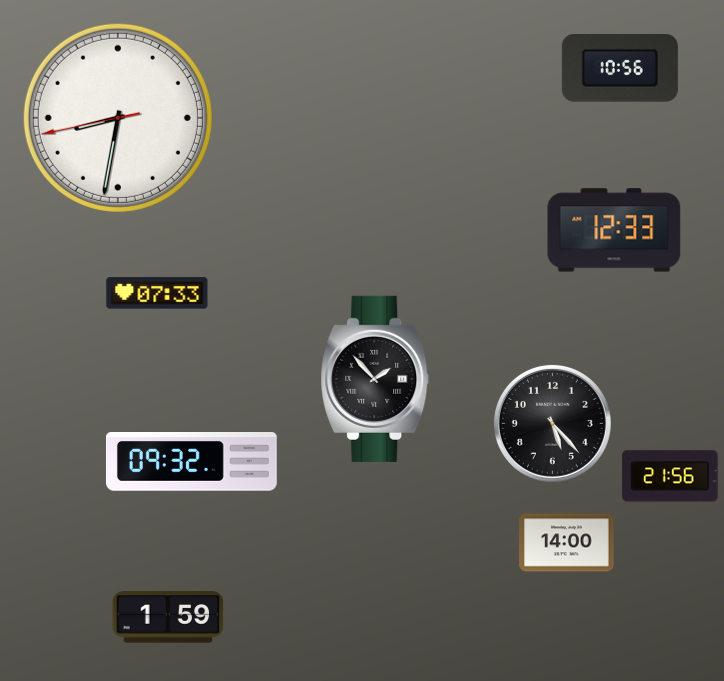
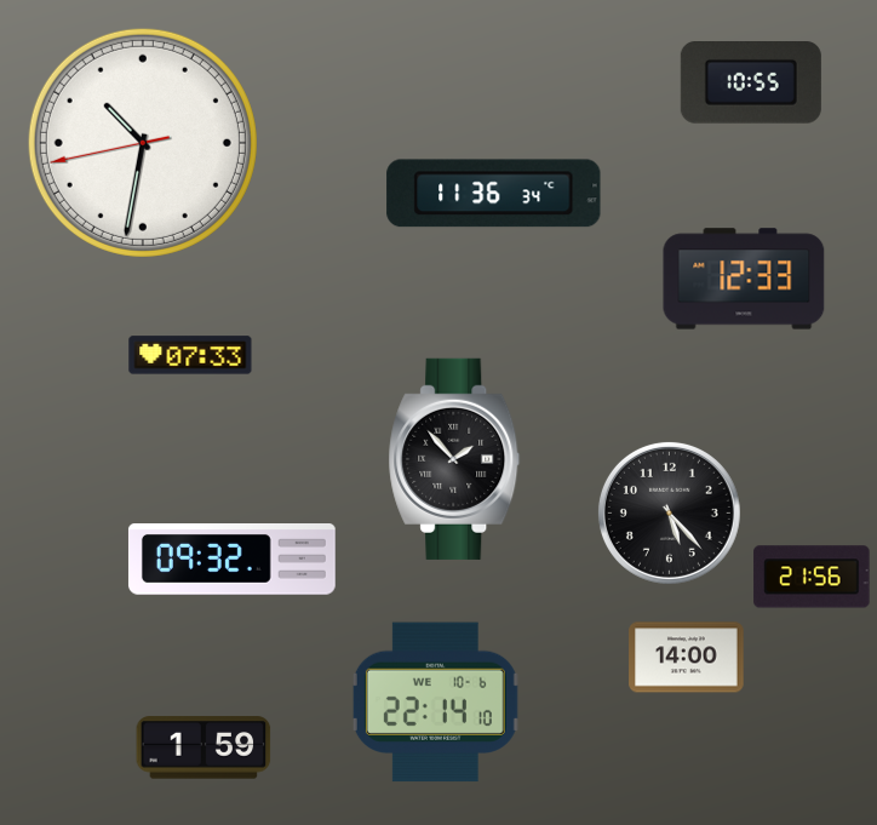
clock at (620, 69): 10:56 -> 10:55
clock at (118, 118): 8:31 -> 10:31
clock at (494, 194): none -> 11:36
clock at (435, 703): none -> 22:14
